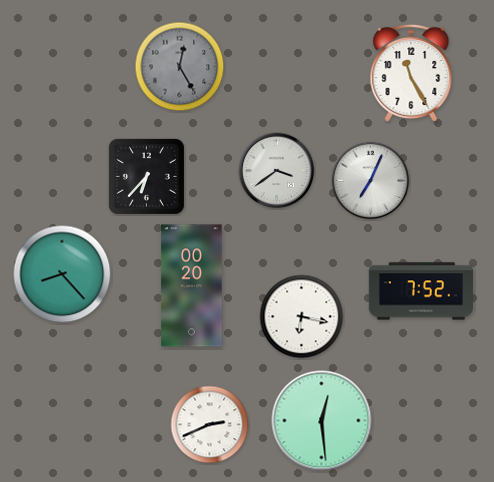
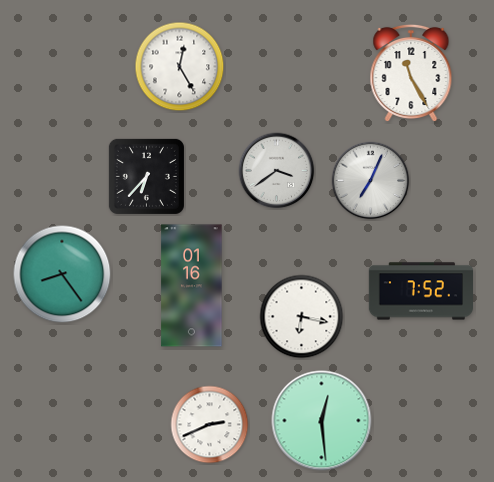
clock at (180, 67) dial: grey -> white
clock at (62, 274): 8:23 -> 8:24
clock at (192, 286): 00:20 -> 01:16
